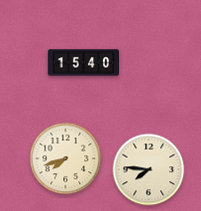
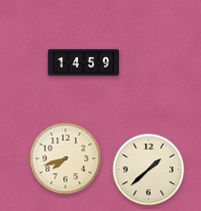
clock at (84, 63): 15:40 -> 14:59
clock at (149, 170): 7:46 -> 1:38
